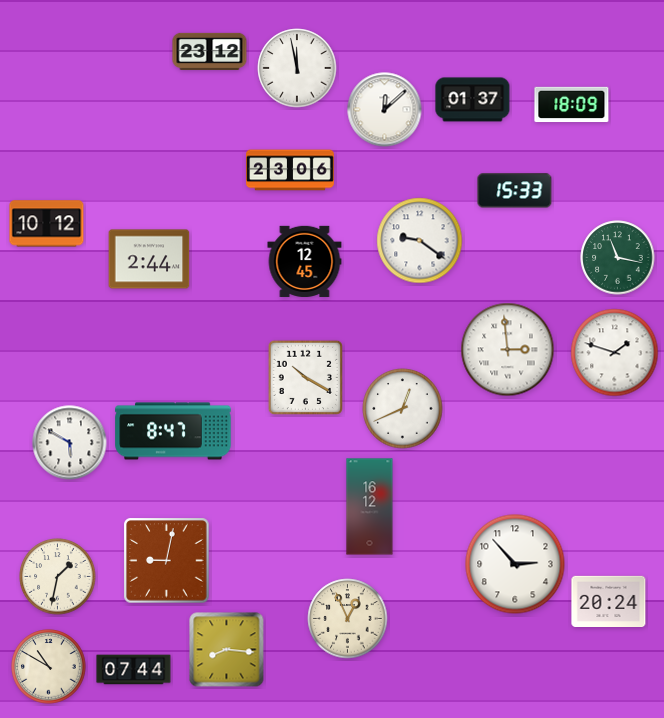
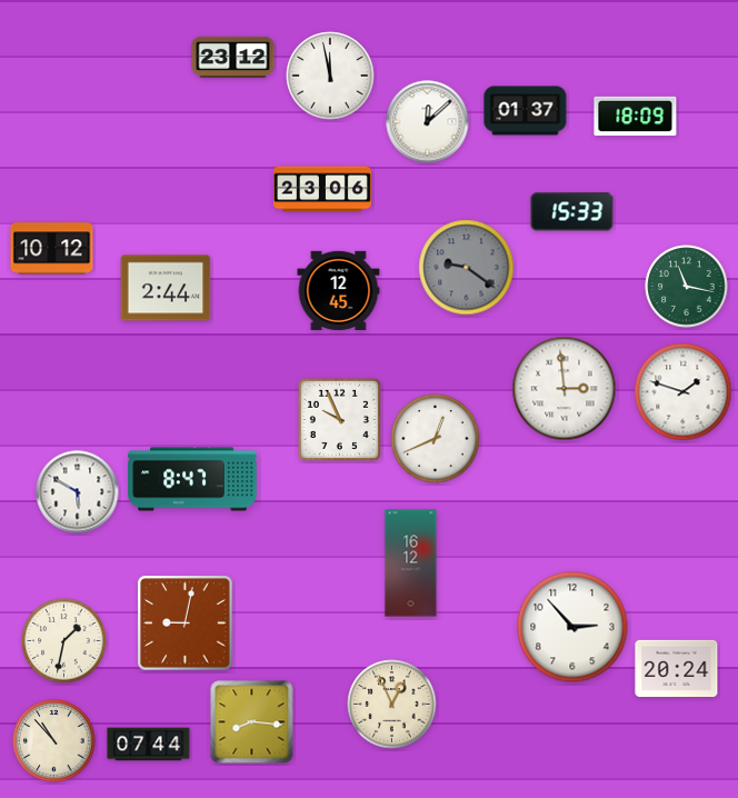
clock at (420, 241) dial: white -> grey
clock at (305, 377): 10:20 -> 9:56
clock at (403, 409) position: (403, 409) -> (436, 439)
clock at (348, 619) position: (348, 619) -> (392, 705)
clock at (49, 667): 10:50 -> 10:53
